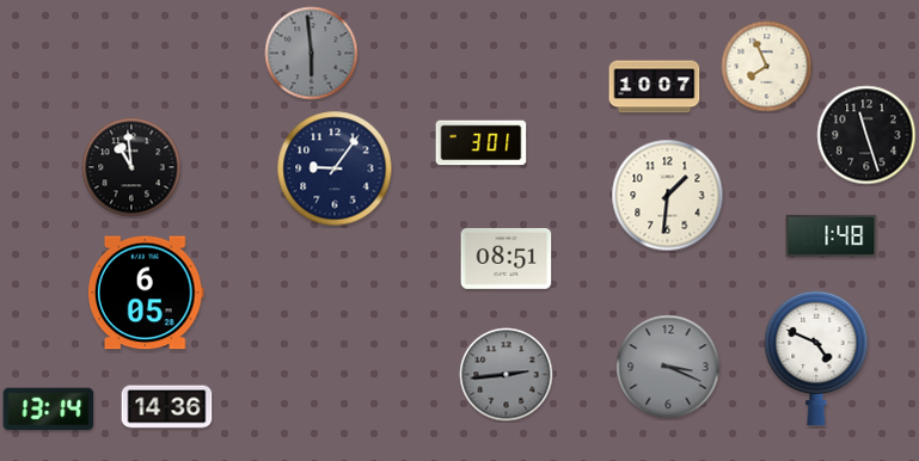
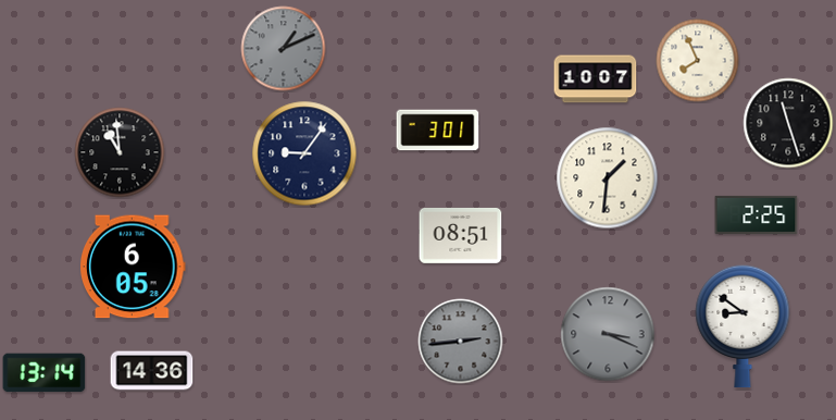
clock at (312, 54): 5:59 -> 1:11
clock at (832, 235): 1:48 -> 2:25
clock at (816, 358): 4:49 -> 8:51
